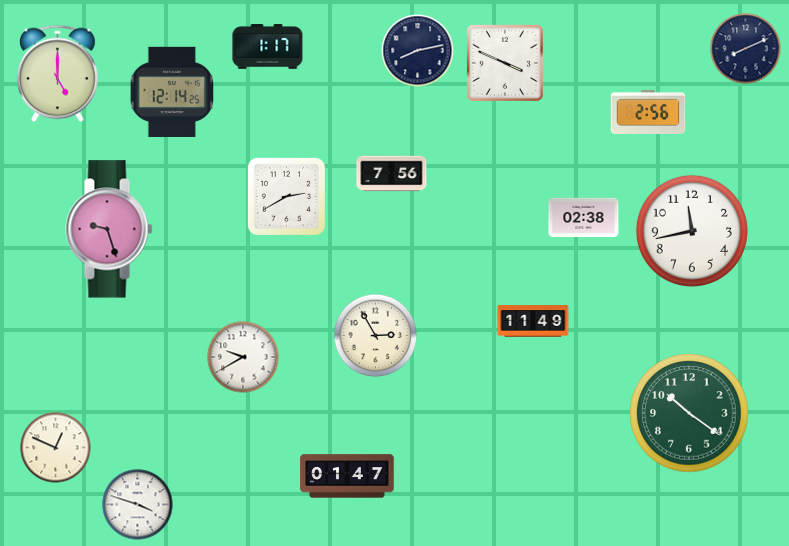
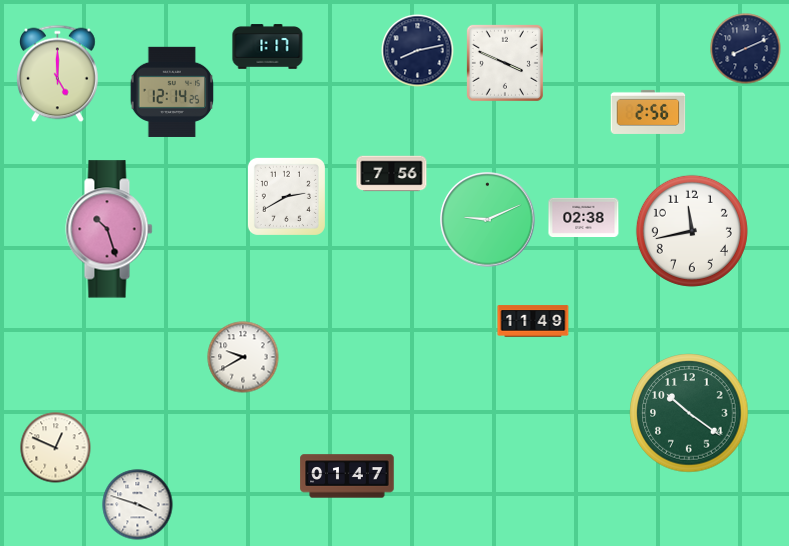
clock at (488, 220): none -> 9:11
clock at (109, 229): 9:27 -> 10:27
clock at (376, 336): 2:55 -> none
